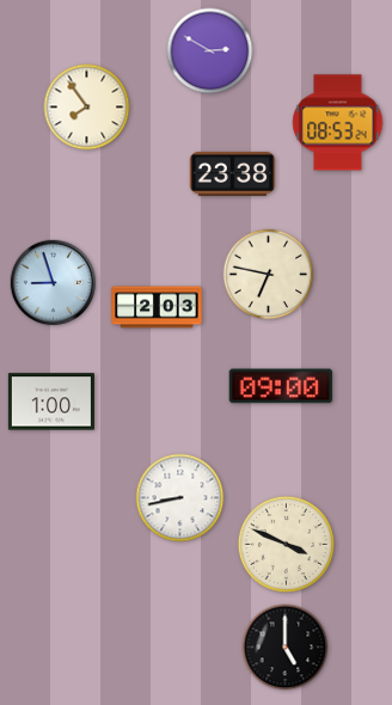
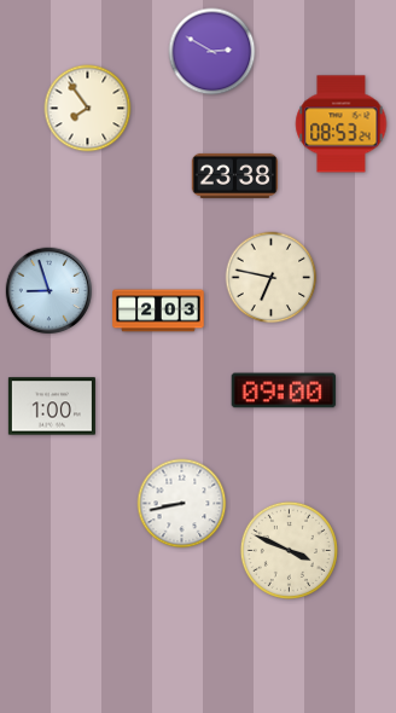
clock at (54, 283) position: (54, 283) -> (49, 291)
clock at (286, 648): 5:00 -> none
